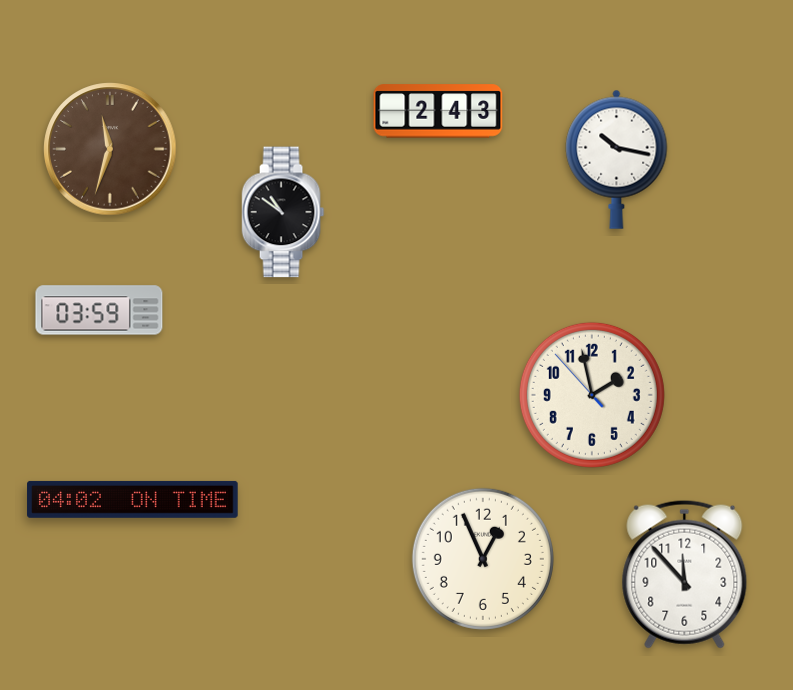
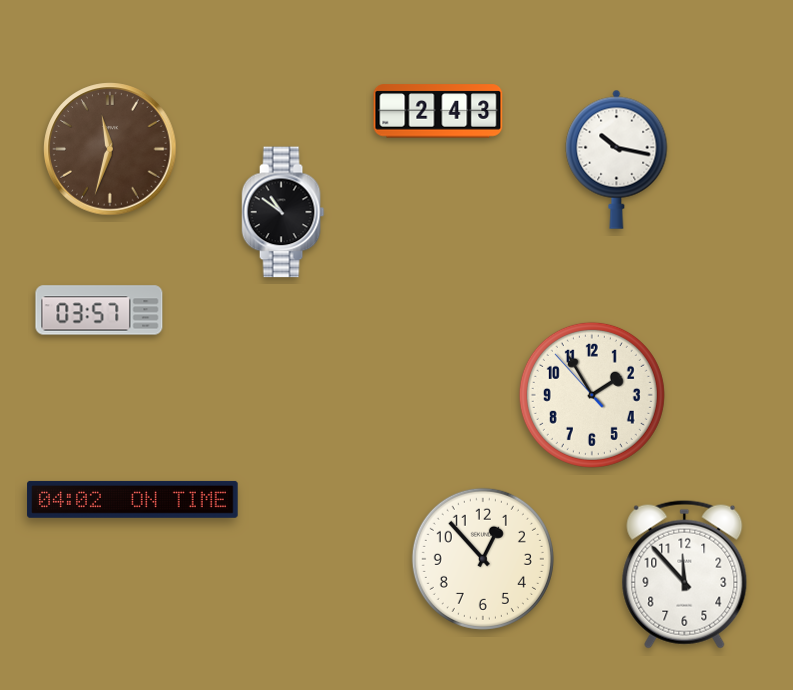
clock at (99, 310): 03:59 -> 03:57
clock at (592, 395): 1:57 -> 1:54
clock at (483, 559): 12:56 -> 12:53
